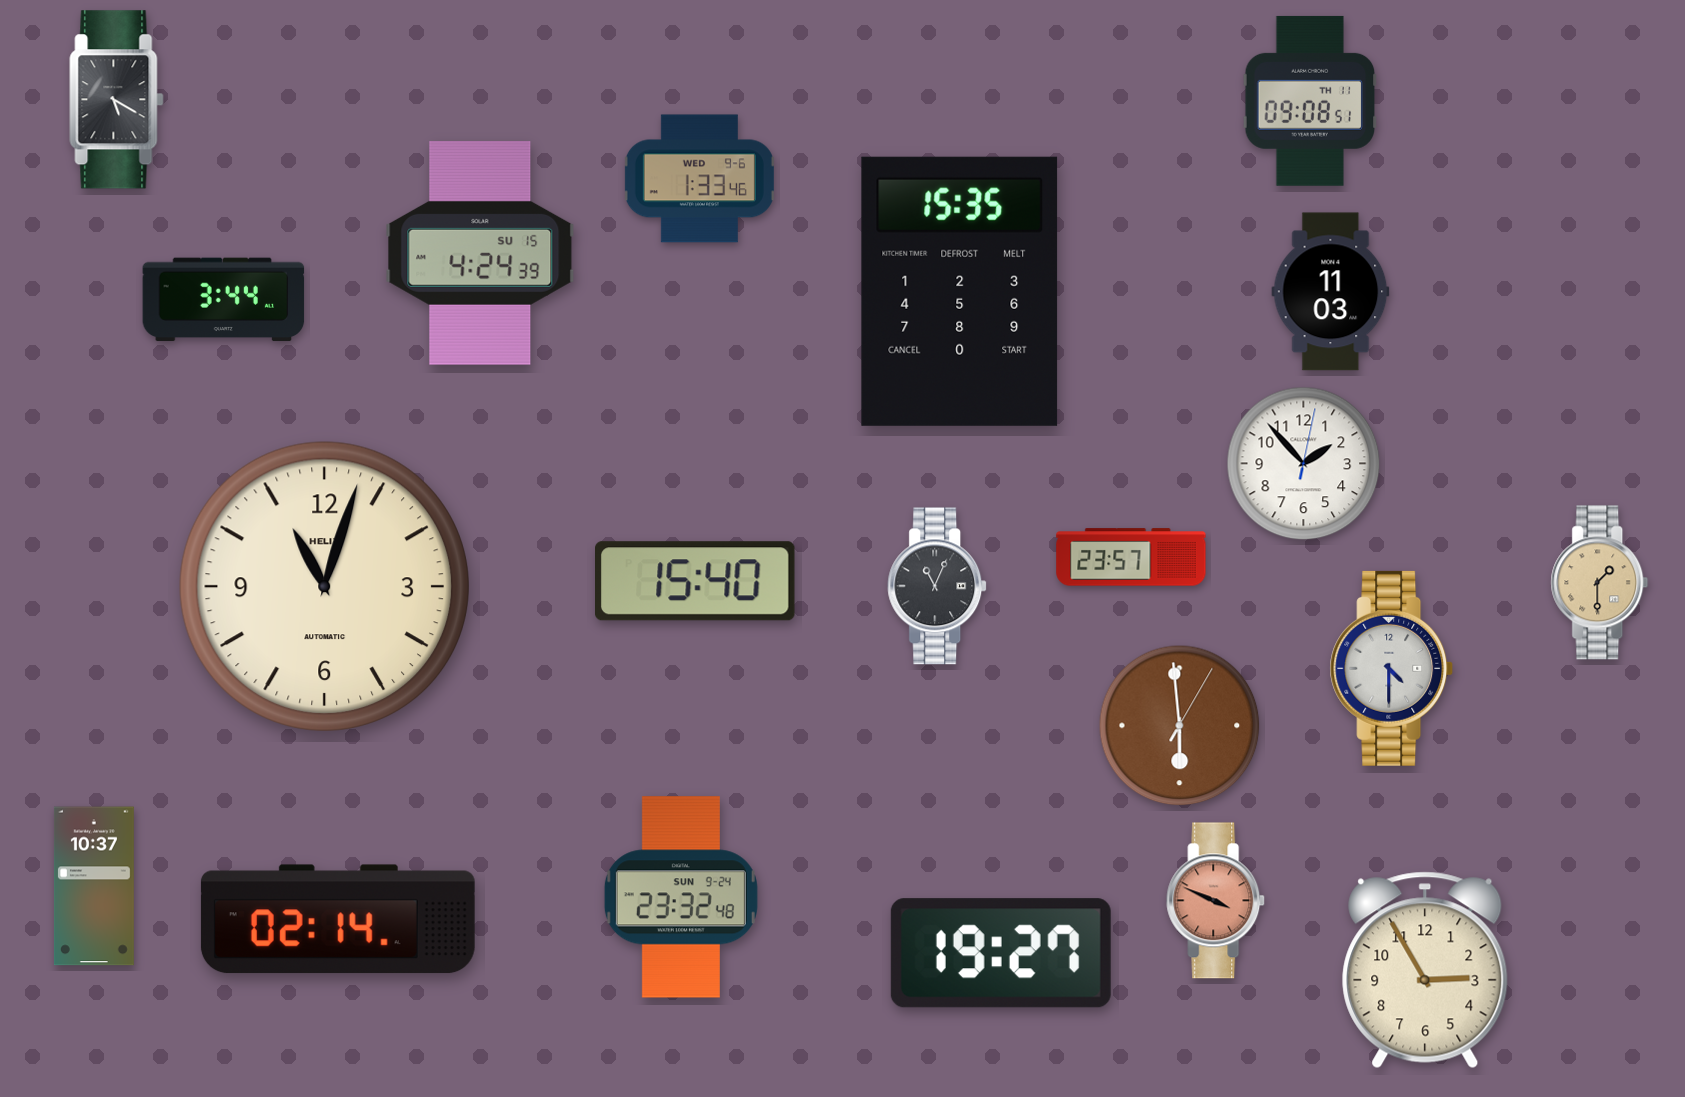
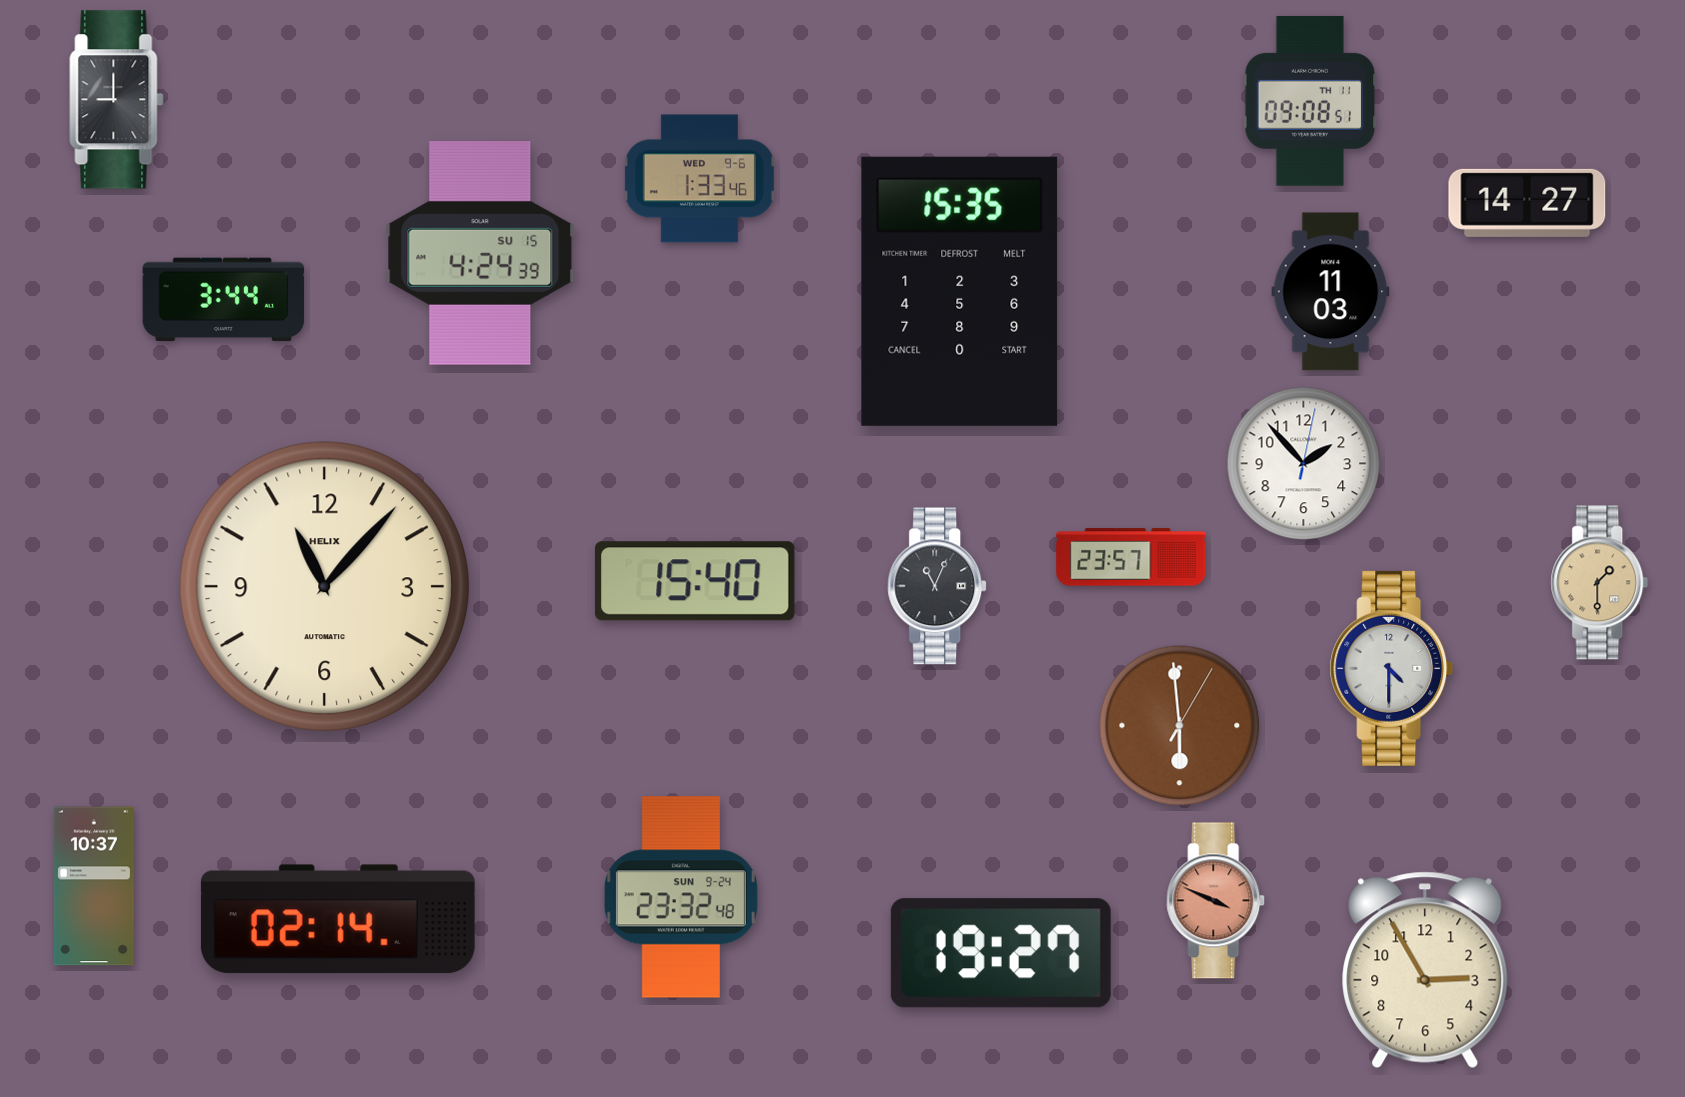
clock at (117, 100): 5:20 -> 9:00
clock at (1527, 203): none -> 14:27
clock at (324, 586): 11:03 -> 11:07
